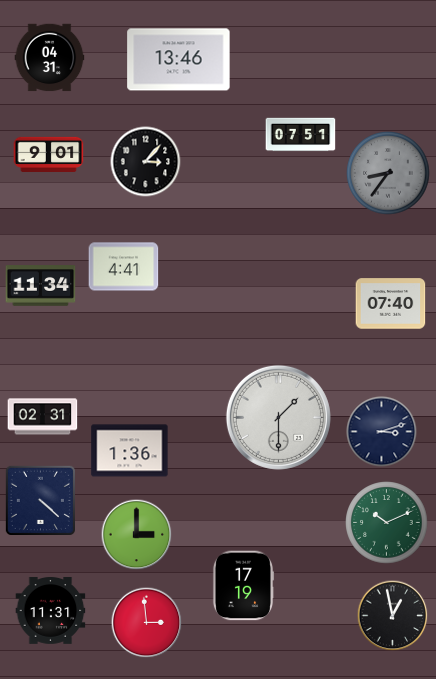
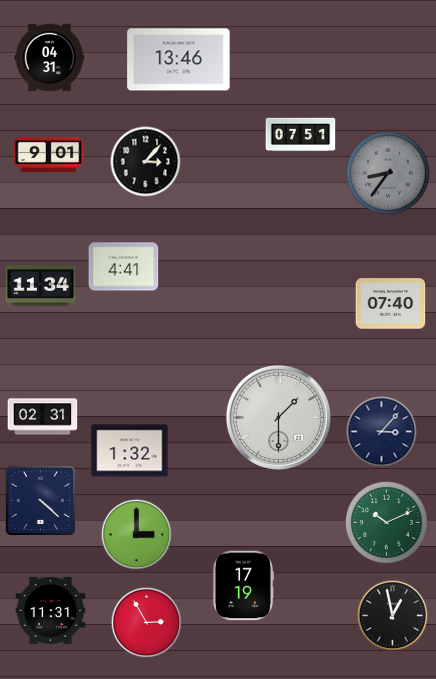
clock at (382, 432): 3:12 -> 3:07
clock at (130, 451): 1:36 -> 1:32
clock at (147, 623): 2:59 -> 2:55
